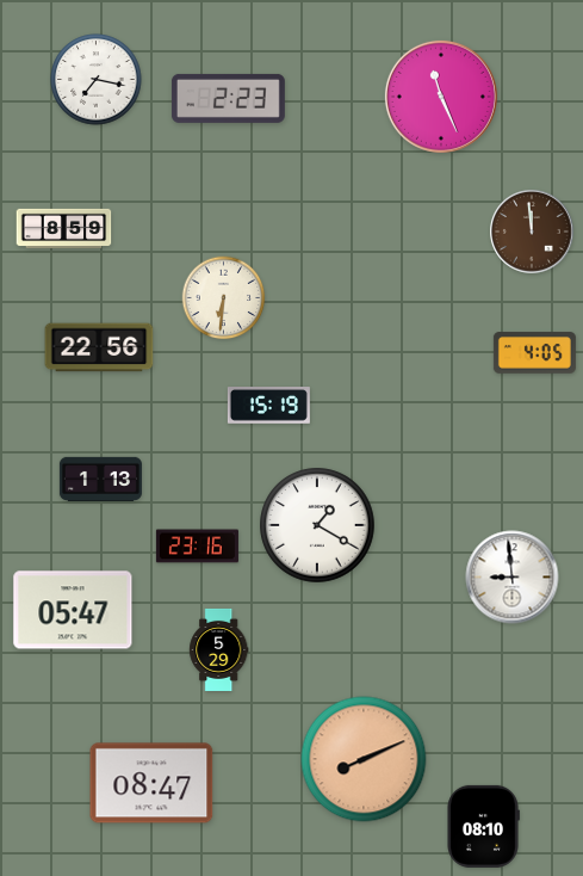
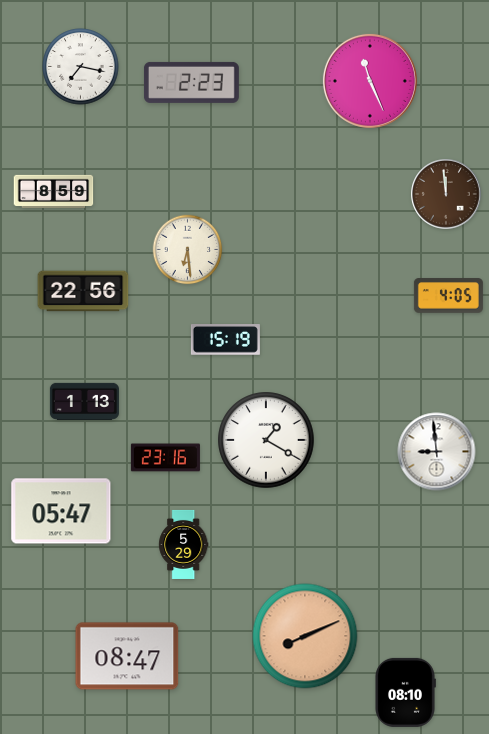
clock at (224, 298): 6:31 -> 6:29
clock at (513, 578) position: (513, 578) -> (437, 452)
